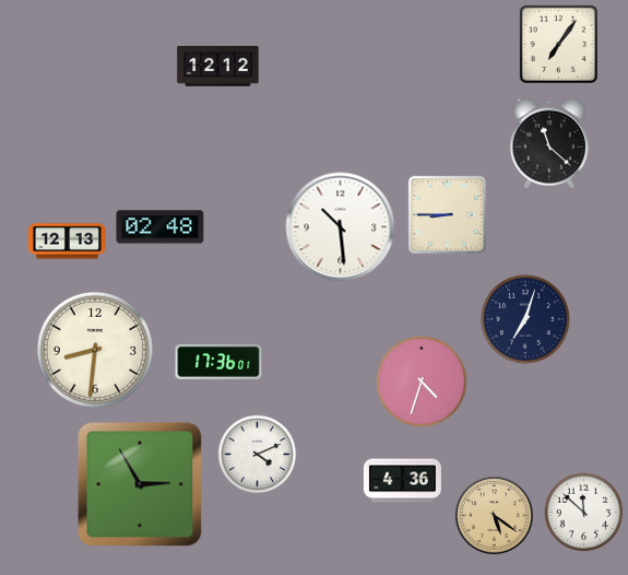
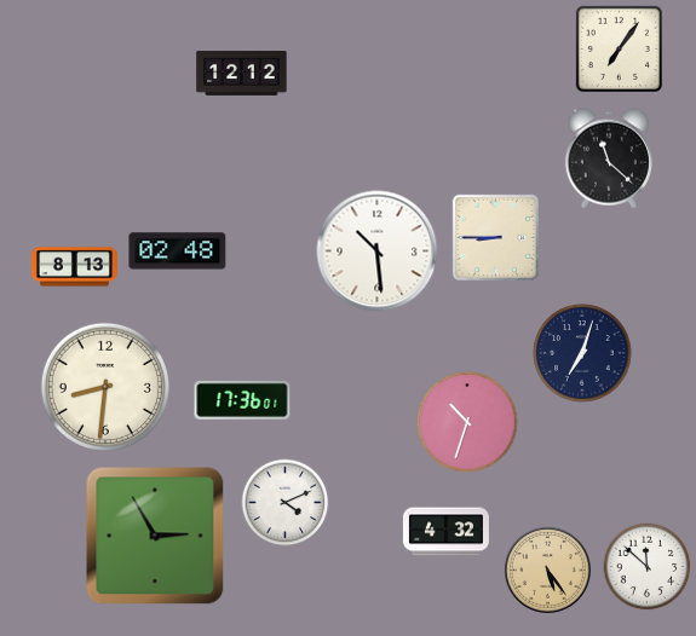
clock at (67, 242): 12:13 -> 8:13
clock at (422, 382): 4:33 -> 10:33
clock at (402, 481): 4:36 -> 4:32
clock at (494, 515): 5:21 -> 5:24
